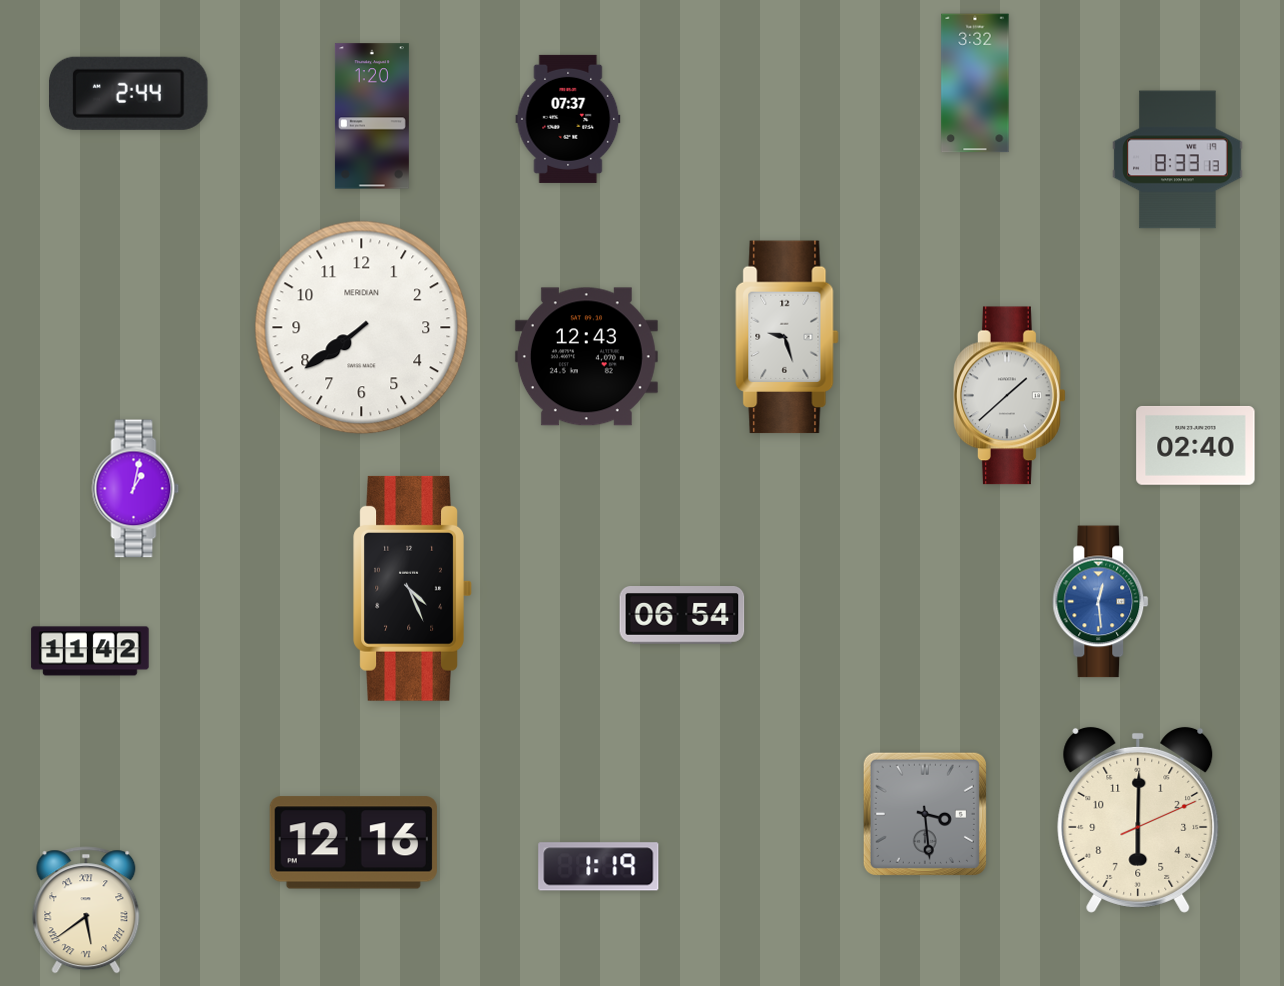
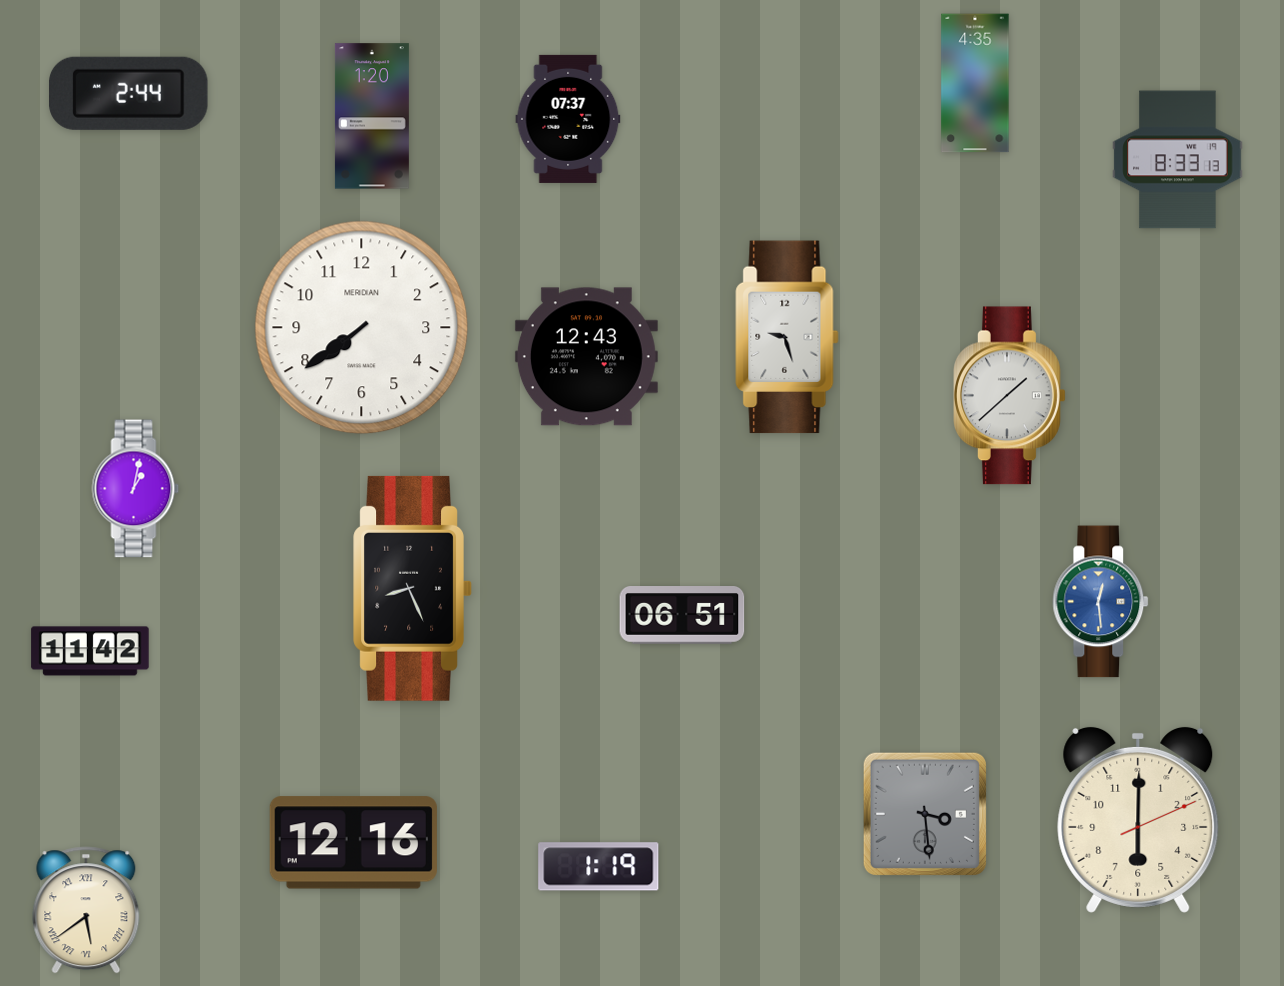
clock at (975, 83): 3:32 -> 4:35
clock at (1196, 445): 02:40 -> none
clock at (413, 588): 4:26 -> 8:26
clock at (682, 615): 06:54 -> 06:51
